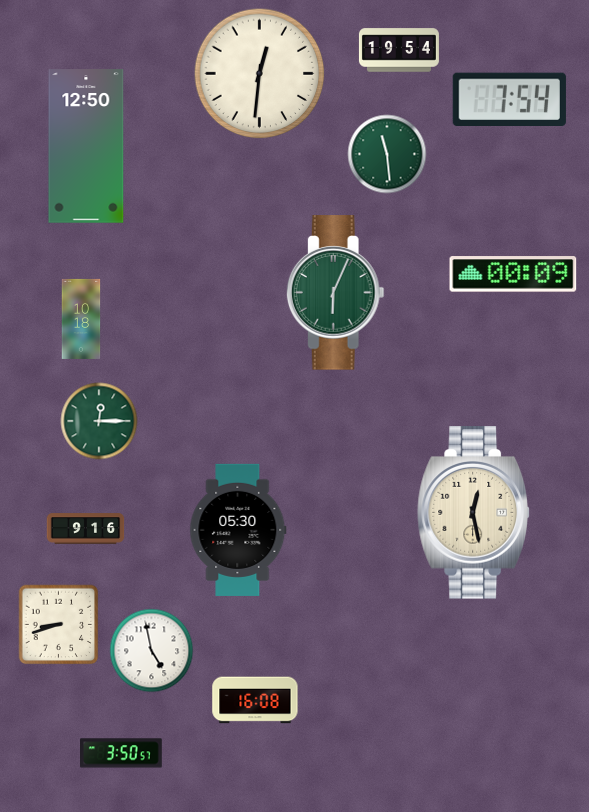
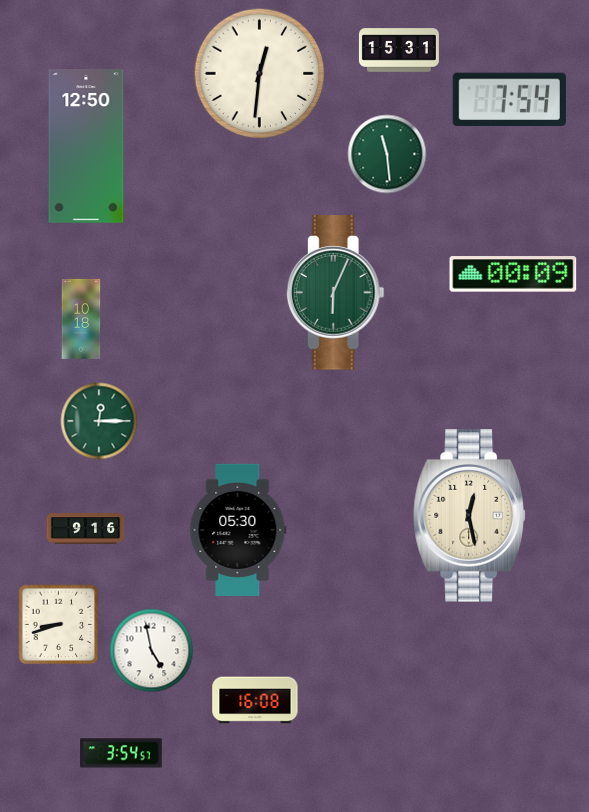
clock at (399, 50): 19:54 -> 15:31
clock at (473, 513) position: (473, 513) -> (469, 516)
clock at (122, 753): 3:50 -> 3:54
